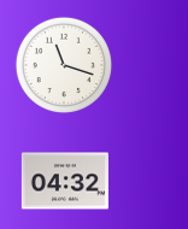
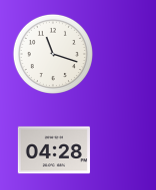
clock at (65, 181): 04:32 -> 04:28
